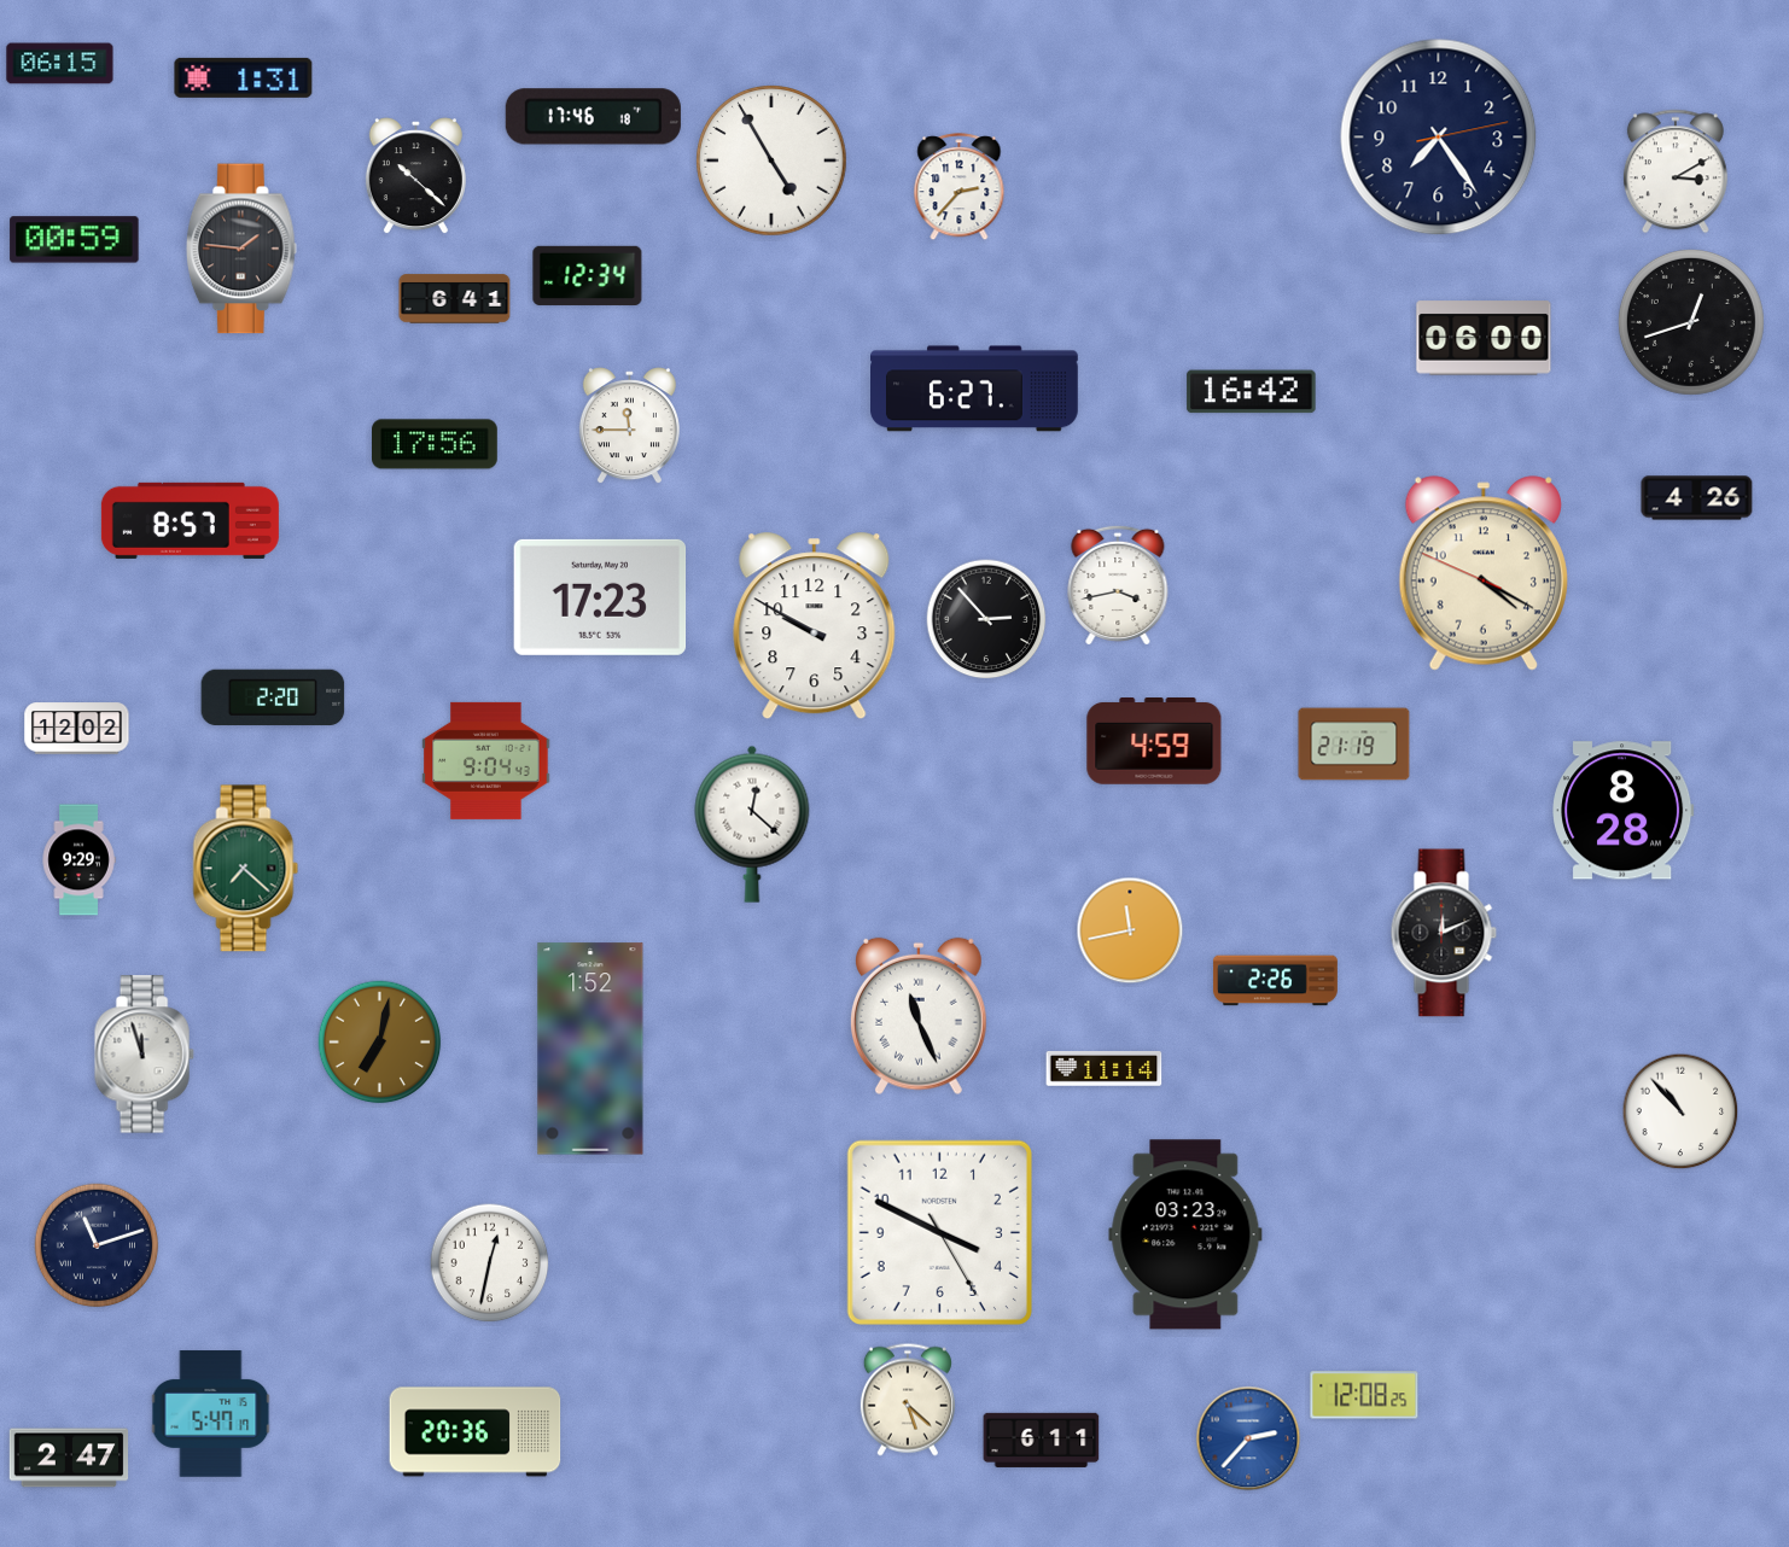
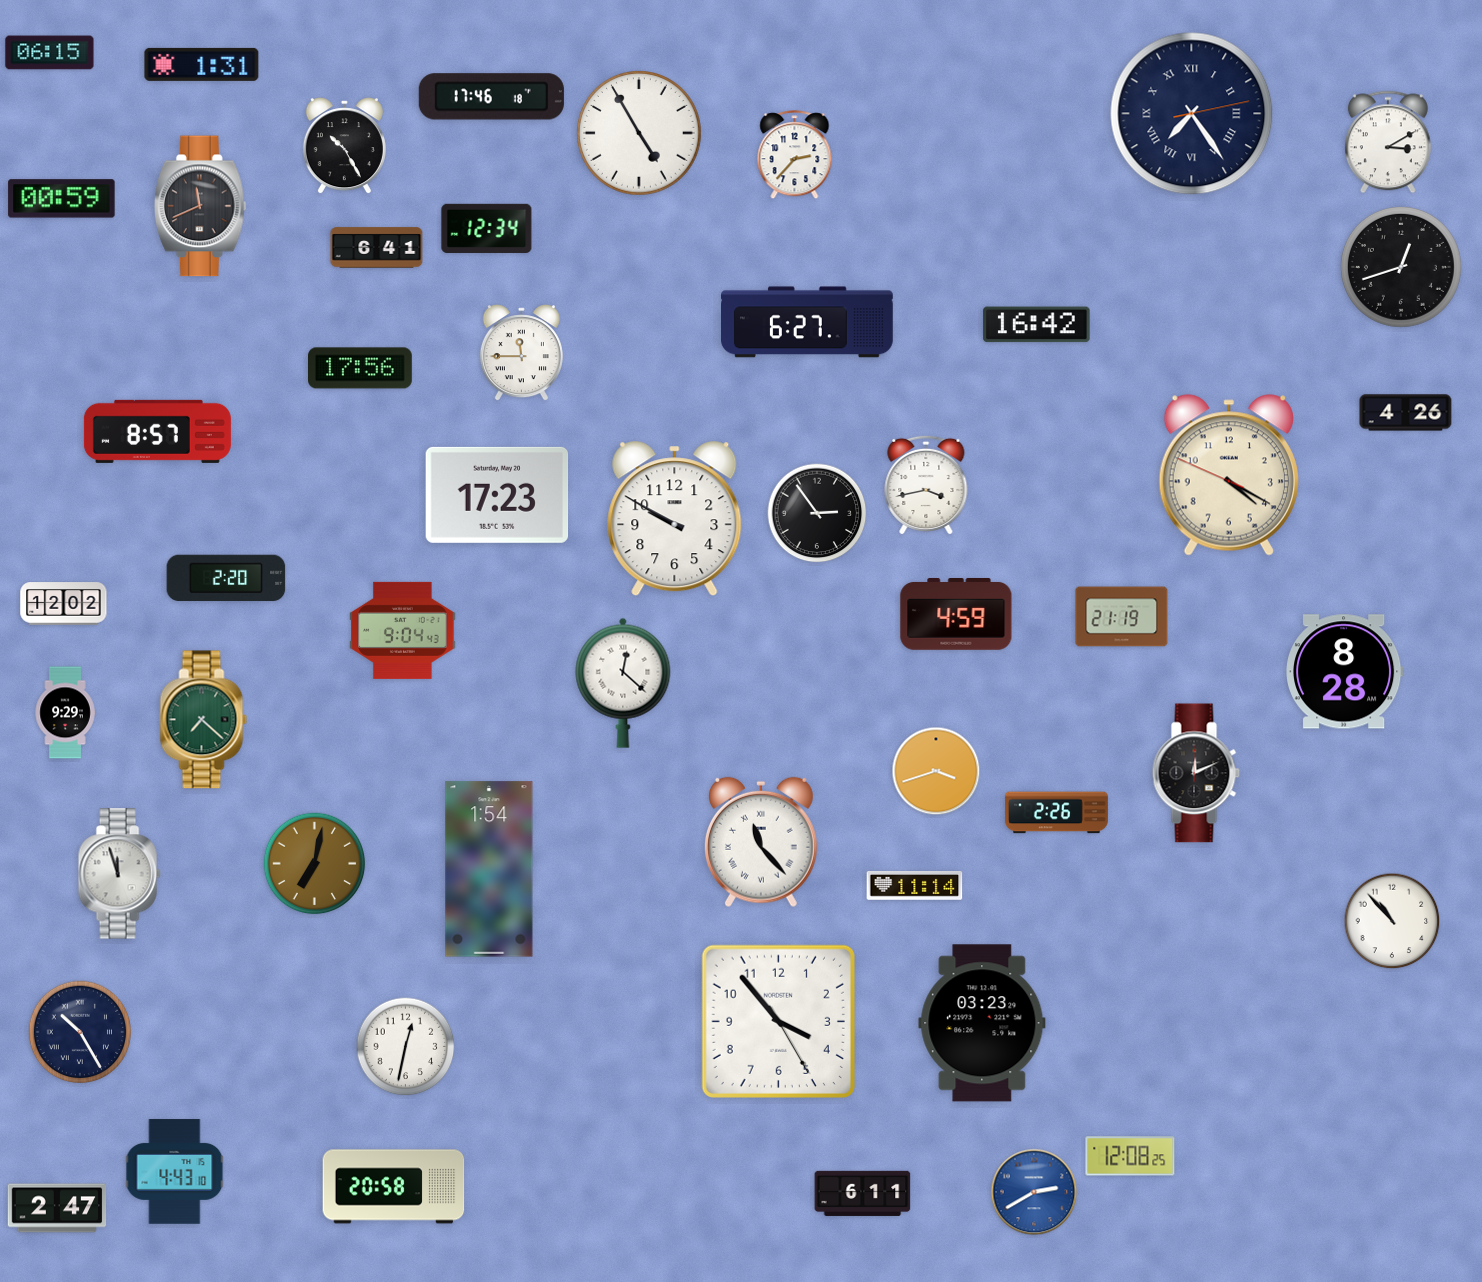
clock at (1439, 138) numerals: Arabic -> Roman
clock at (415, 176): 10:22 -> 10:25
clock at (241, 249): 1:46 -> 11:41
clock at (1484, 338): 06:00 -> none
clock at (986, 619): 2:53 -> 2:54
clock at (1130, 930): 11:43 -> 3:42
clock at (919, 1016): 11:26 -> 11:23
clock at (590, 1049): 1:52 -> 1:54
clock at (939, 1232): 3:49 -> 3:53
clock at (97, 1245): 11:12 -> 10:25
clock at (908, 1400): 5:22 -> none
clock at (211, 1414): 5:47 -> 4:43
clock at (476, 1432): 20:36 -> 20:58
clock at (1248, 1438): 2:37 -> 2:40
